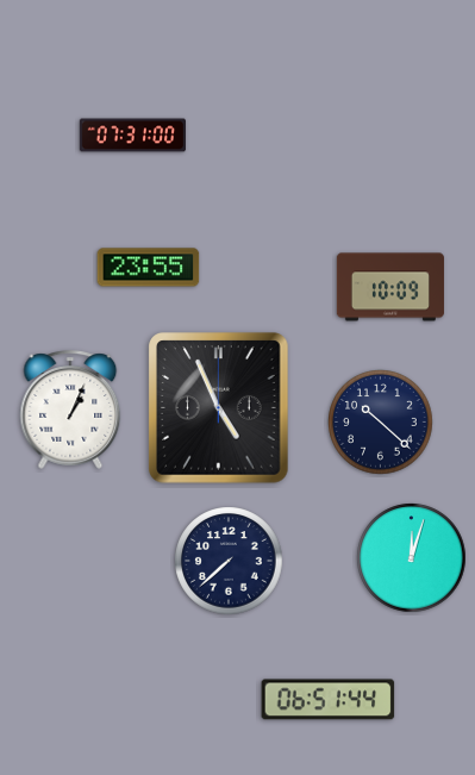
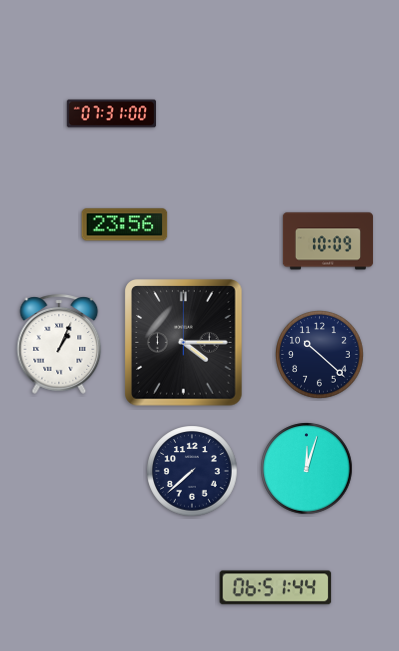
clock at (149, 268): 23:55 -> 23:56
clock at (219, 408): 4:56 -> 4:15
clock at (412, 558) position: (412, 558) -> (307, 469)
